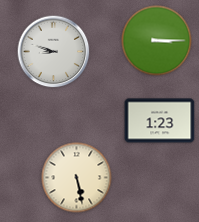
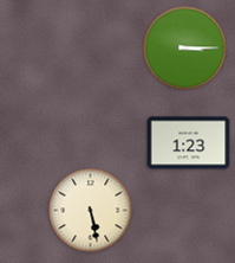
clock at (54, 52): 8:48 -> none
